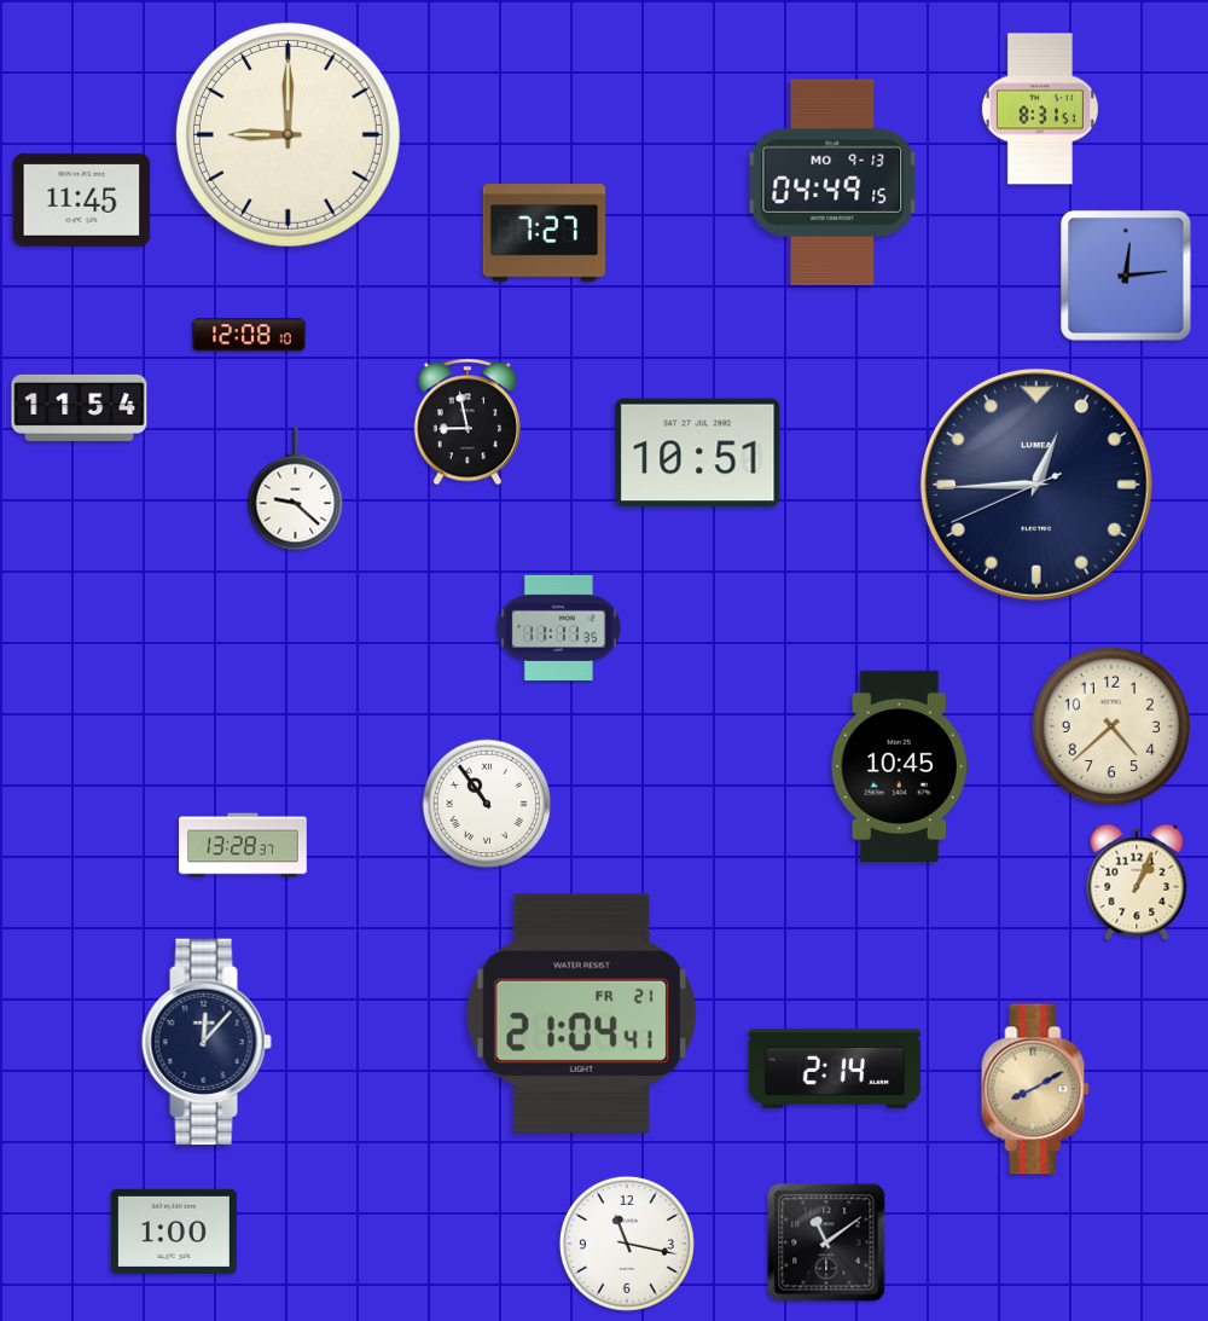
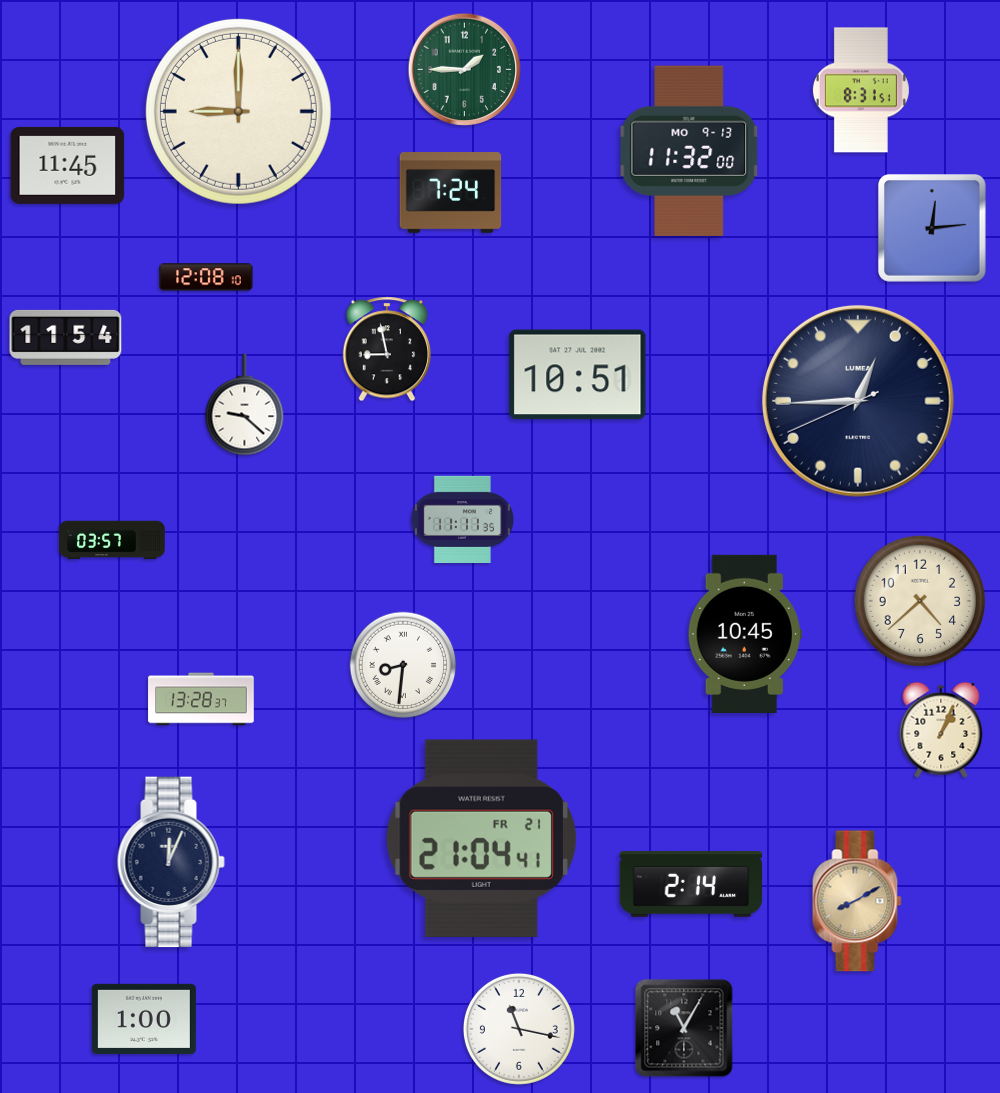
clock at (465, 70): none -> 1:45
clock at (832, 181): 04:49 -> 11:32
clock at (545, 233): 7:27 -> 7:24
clock at (112, 540): none -> 03:57
clock at (487, 804): 10:54 -> 8:31
clock at (207, 1042): 12:07 -> 12:04
clock at (826, 1242): 11:09 -> 11:05
